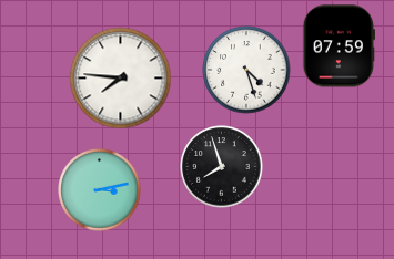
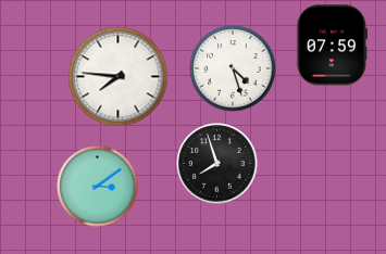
clock at (246, 70) position: (246, 70) -> (233, 68)
clock at (100, 190): 3:13 -> 3:09
